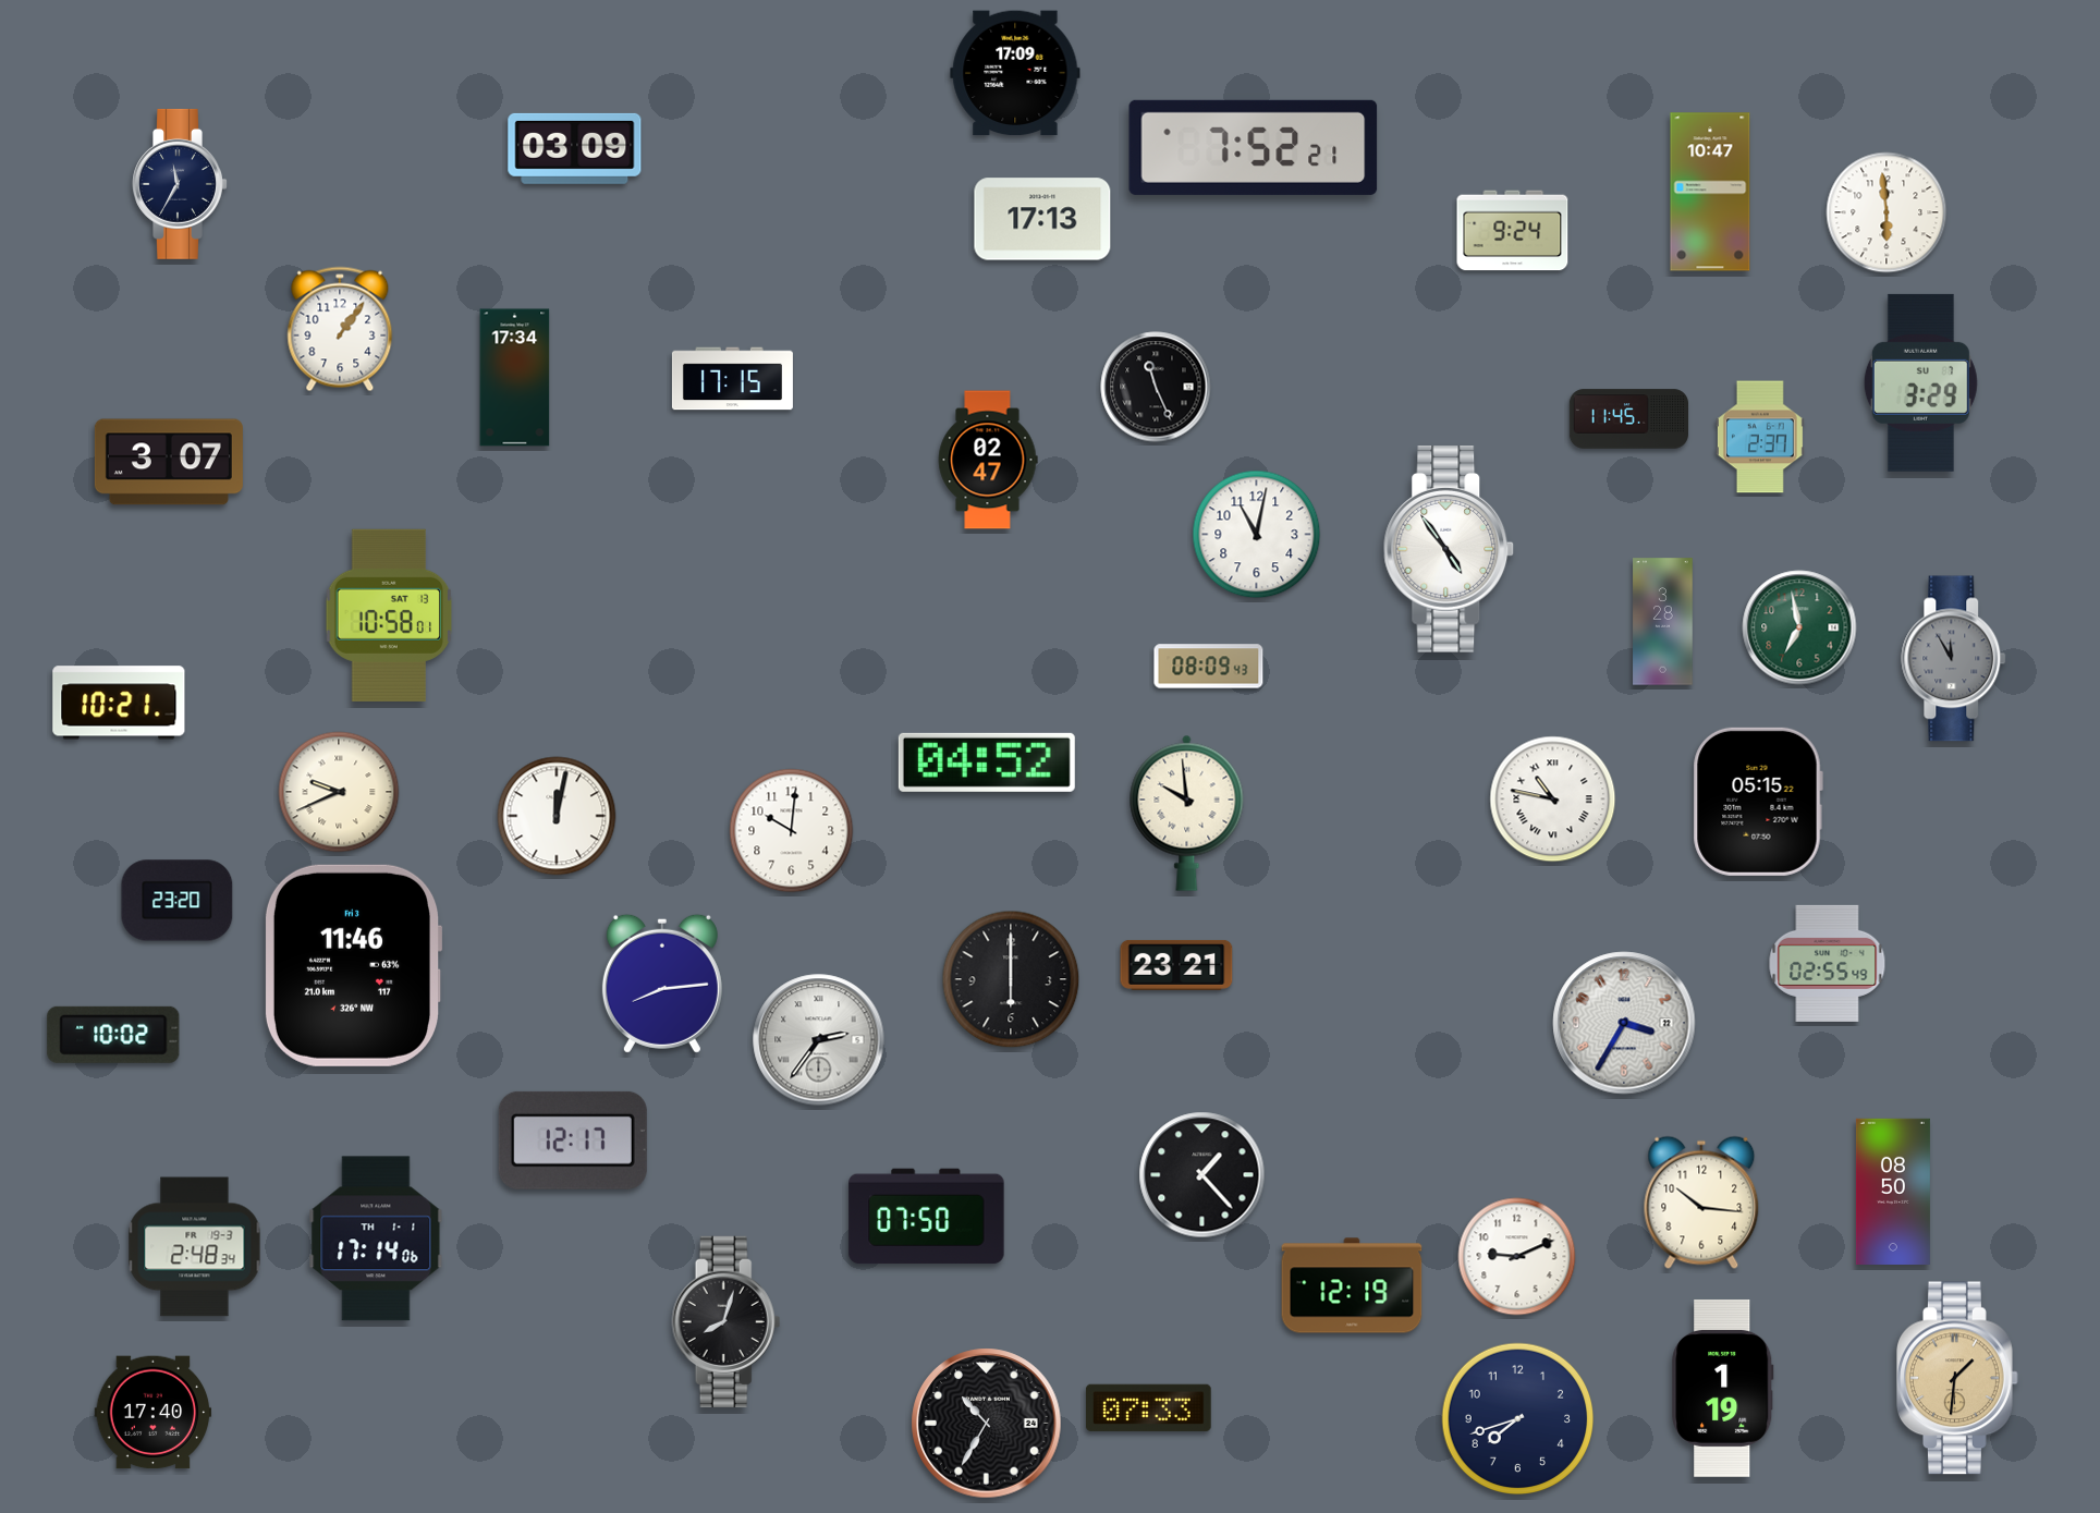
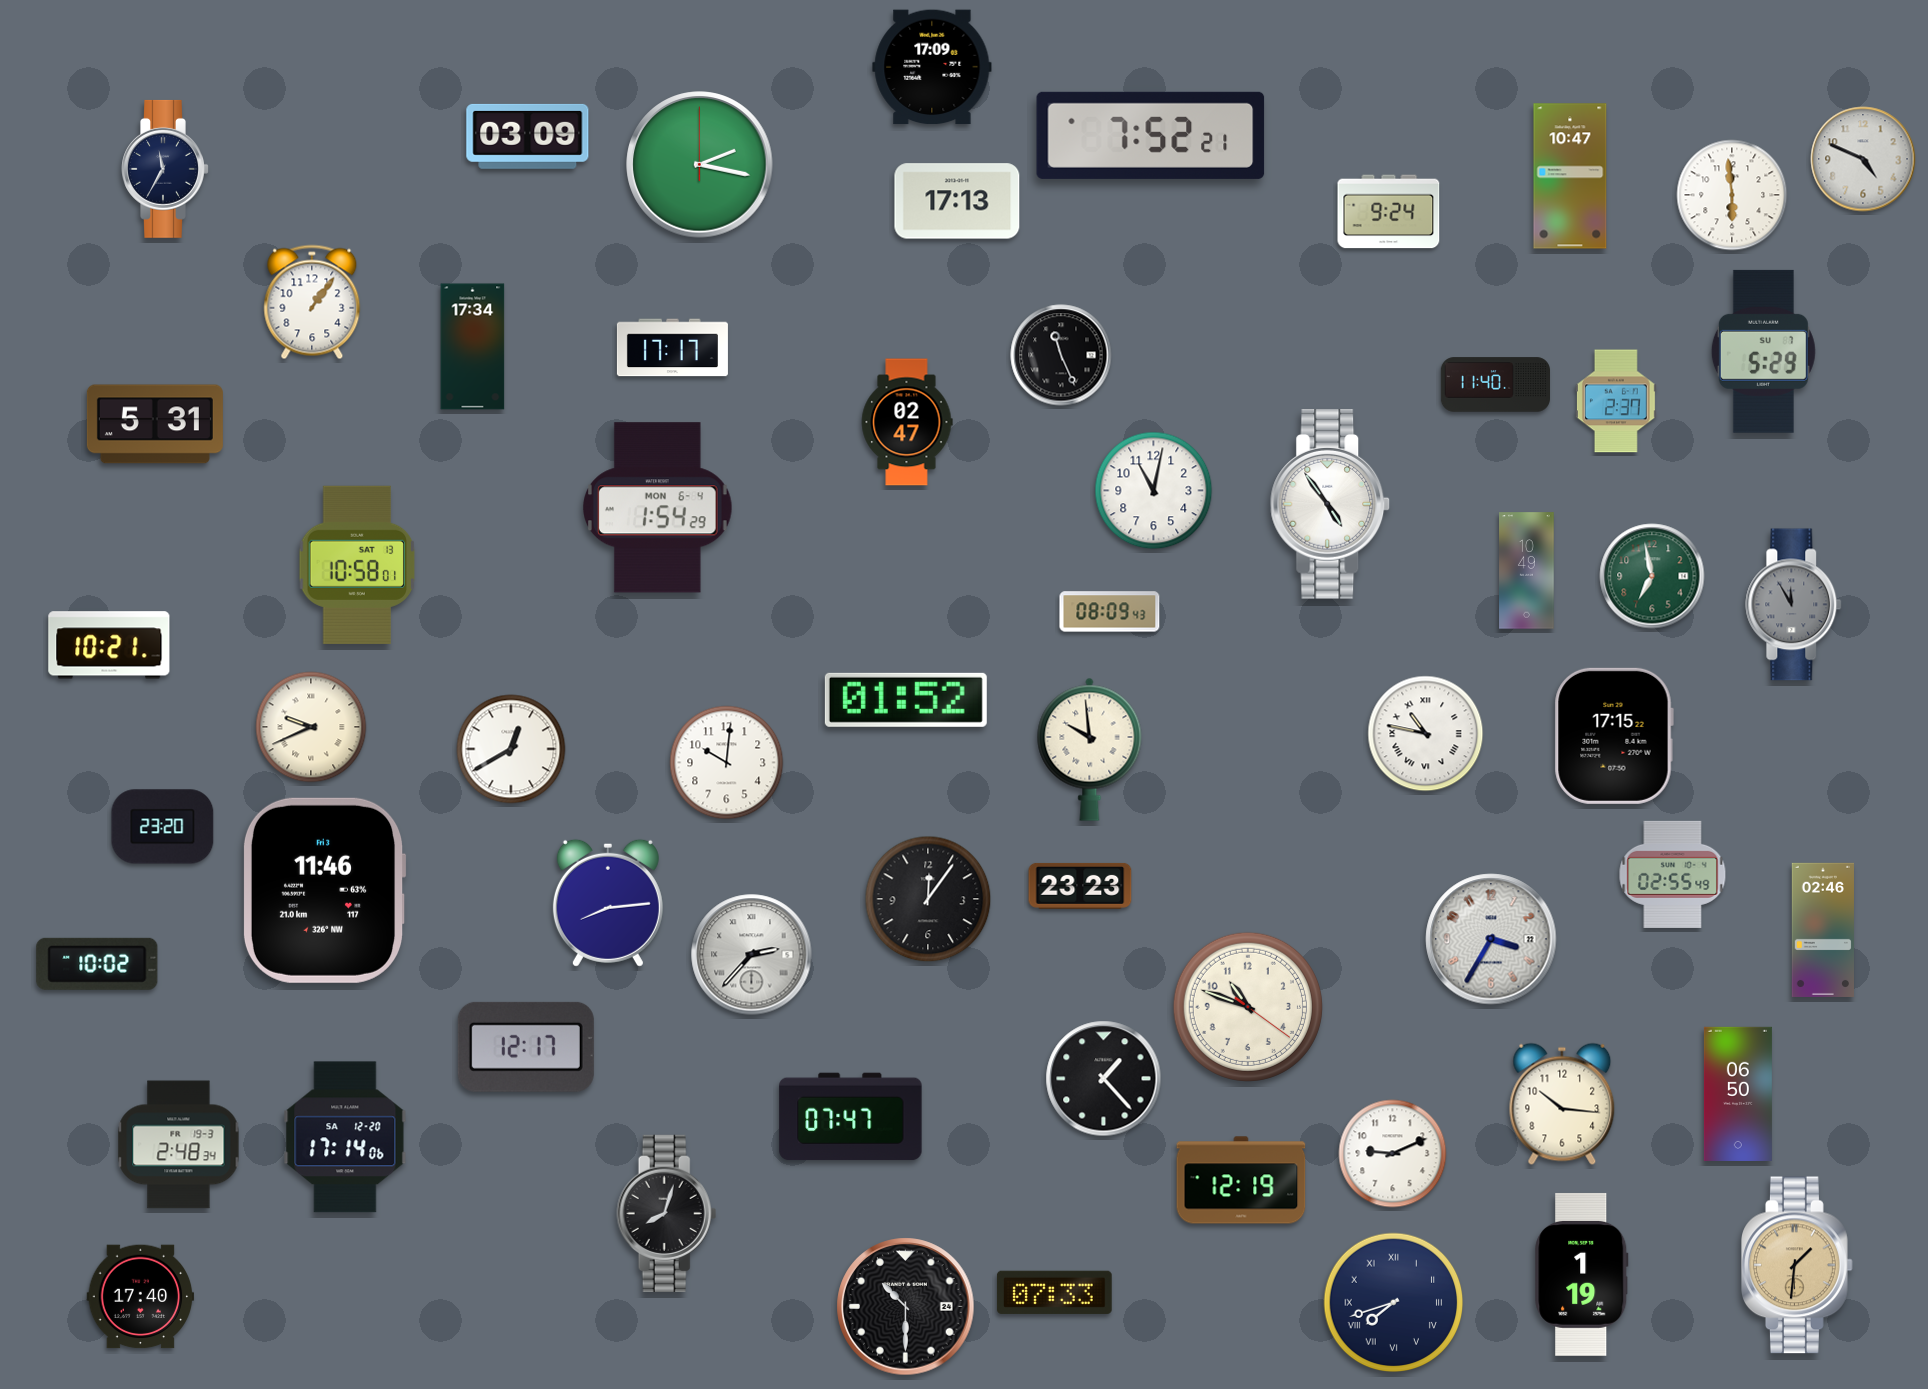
clock at (1863, 159): none -> 4:49
clock at (700, 165): none -> 2:17
clock at (732, 379): 17:15 -> 17:17
clock at (1920, 382): 3:29 -> 5:29
clock at (1628, 419): 11:45 -> 11:40
clock at (169, 462): 3:07 -> 5:31
clock at (658, 508): none -> 1:54
clock at (1663, 622): 3:28 -> 10:49
clock at (987, 762): 04:52 -> 01:52
clock at (1758, 802): 05:15 -> 17:15
clock at (1187, 813) position: (1187, 813) -> (1090, 749)
clock at (557, 816): 12:02 -> 12:40
clock at (1828, 963) position: (1828, 963) -> (1673, 874)
clock at (353, 965) position: (353, 965) -> (324, 890)
clock at (1176, 965): 23:21 -> 23:23
clock at (1011, 979): 6:00 -> 12:06
clock at (1822, 930): none -> 02:46
clock at (113, 1035) position: (113, 1035) -> (97, 964)
clock at (819, 1040): 2:36 -> 2:37
clock at (1248, 1007): none -> 10:48
clock at (1893, 1192): 08:50 -> 06:50
clock at (927, 1217): 07:50 -> 07:47
clock at (376, 1239) date: TH 1-1 -> SA 12-20
clock at (1518, 1419) numerals: Arabic -> Roman
clock at (987, 1424): 10:35 -> 10:30
